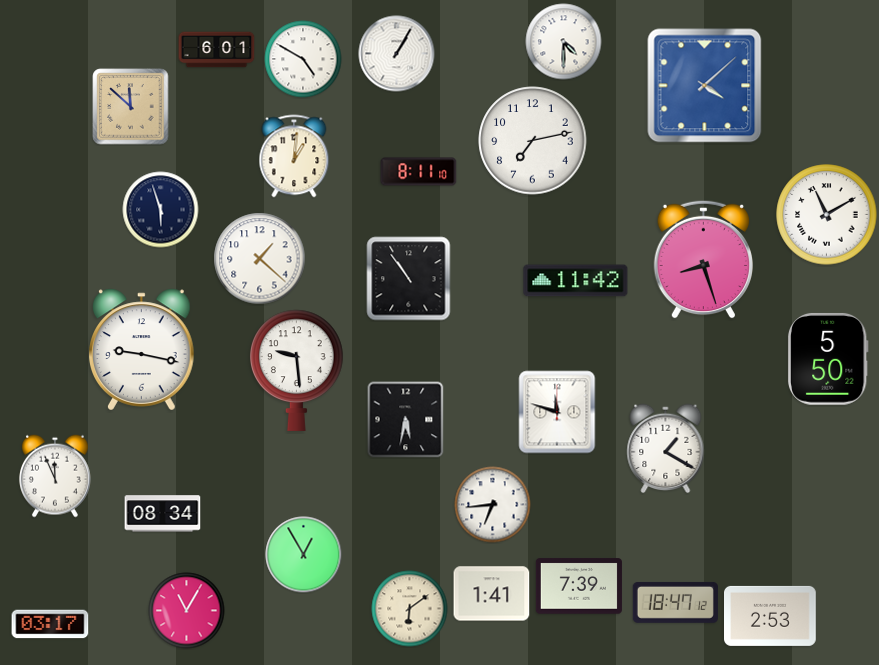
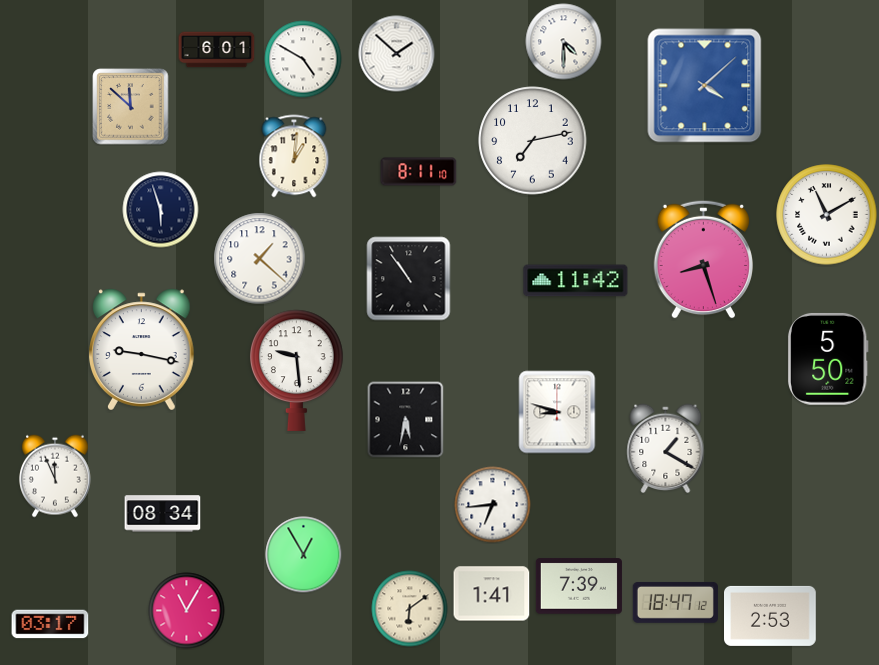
clock at (397, 54): 1:05 -> 1:52
clock at (557, 412): 11:48 -> 8:48
